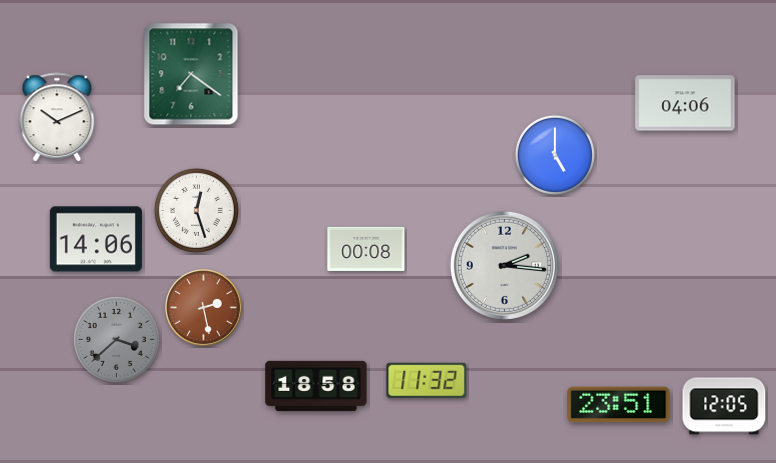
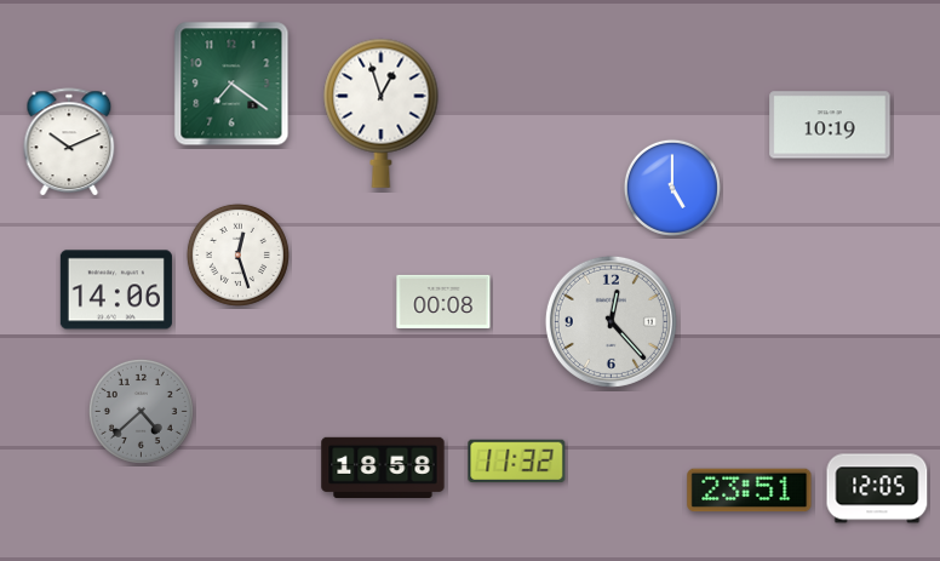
clock at (191, 74) position: (191, 74) -> (231, 84)
clock at (382, 113): none -> 12:57
clock at (685, 103): 04:06 -> 10:19
clock at (504, 265): 2:16 -> 12:23
clock at (204, 308): 2:28 -> none
clock at (116, 339): 3:38 -> 4:38
clock at (724, 406) position: (724, 406) -> (877, 488)
